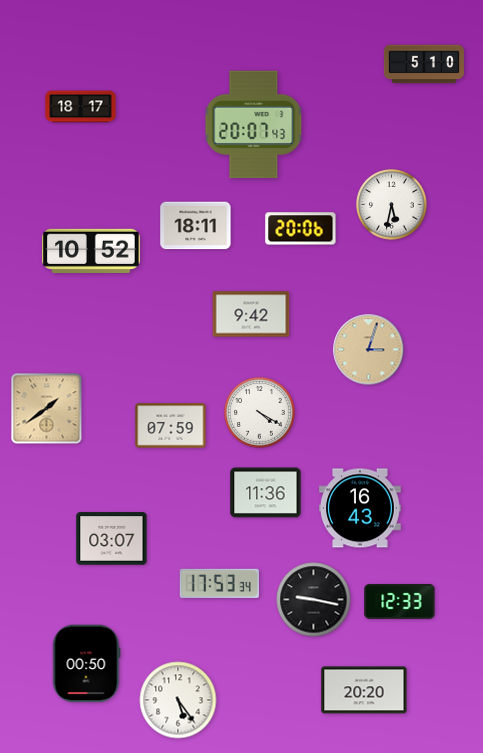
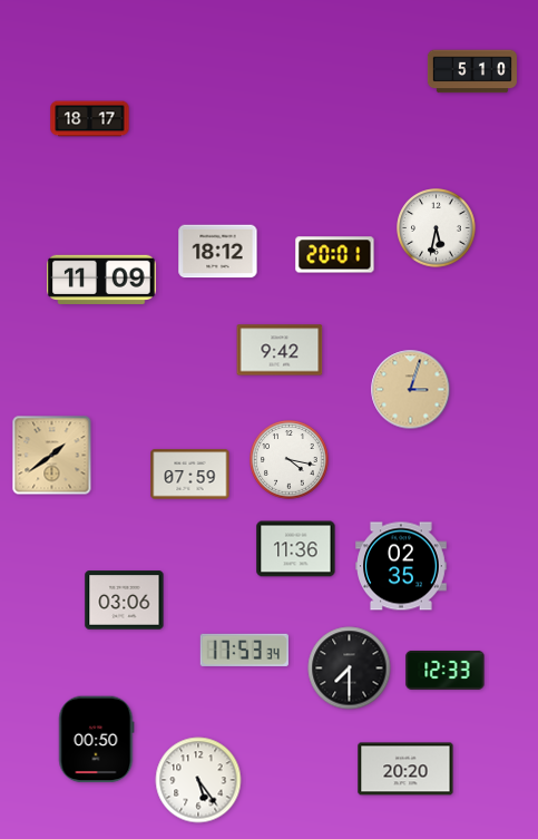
clock at (254, 125): 20:07 -> none
clock at (196, 226): 18:11 -> 18:12
clock at (301, 229): 20:06 -> 20:01
clock at (91, 251): 10:52 -> 11:09
clock at (260, 413): 4:20 -> 4:17
clock at (361, 508): 16:43 -> 02:35
clock at (112, 539): 03:07 -> 03:06
clock at (314, 600): 9:17 -> 7:30
